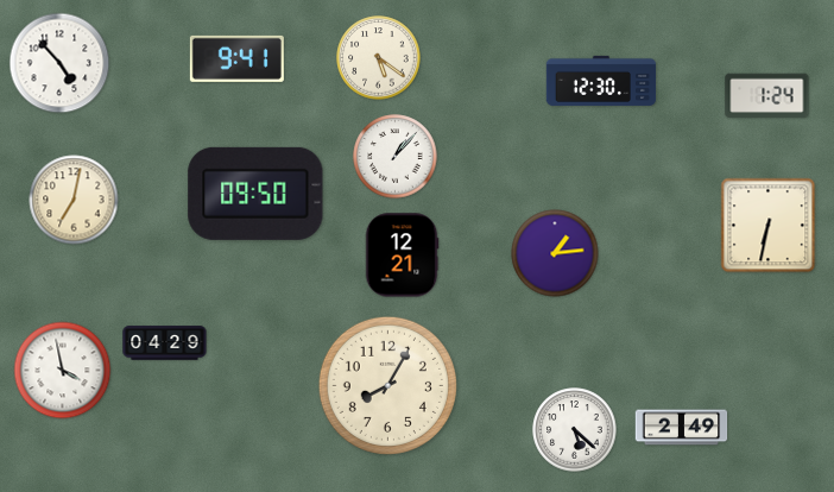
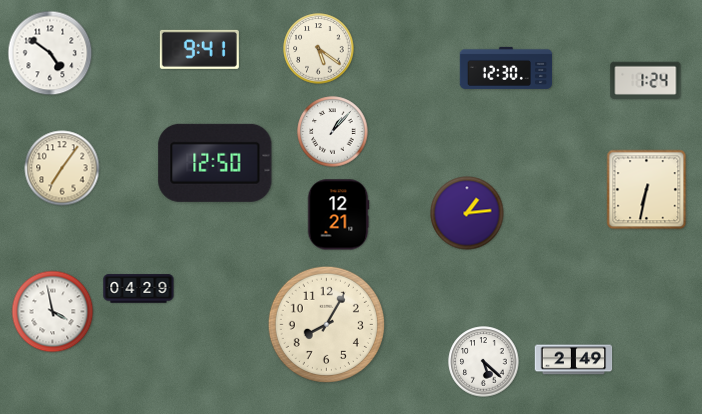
clock at (59, 63): 4:53 -> 4:51
clock at (255, 194): 09:50 -> 12:50
clock at (74, 200): 7:02 -> 7:06
